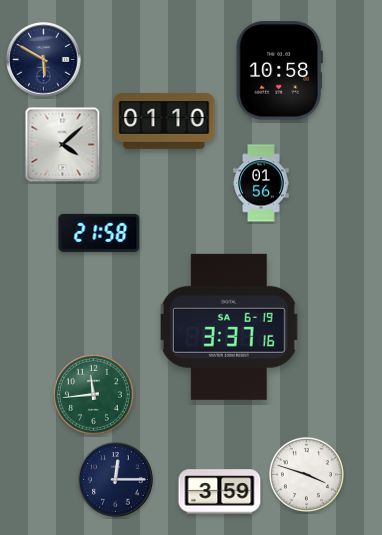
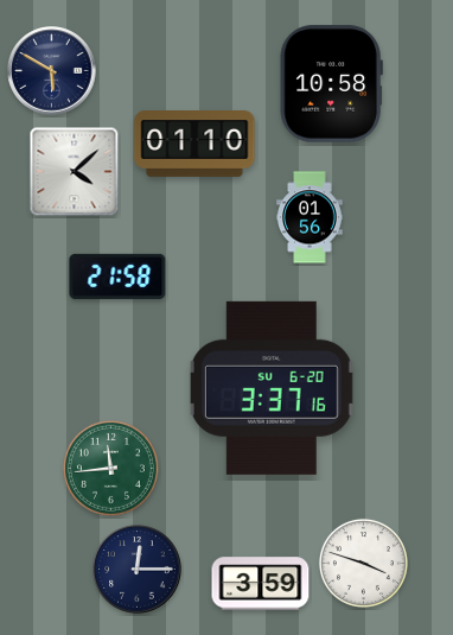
clock at (229, 327) date: SA 6-19 -> SU 6-20
